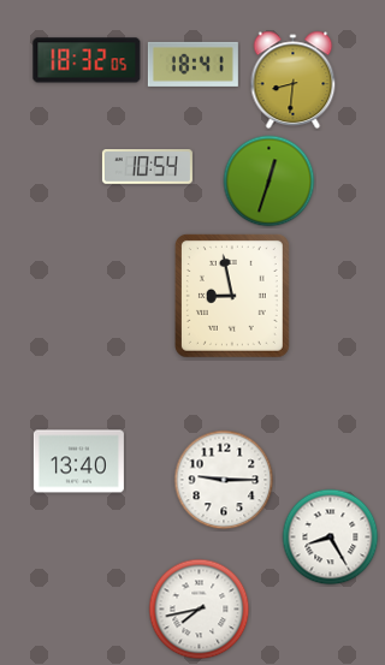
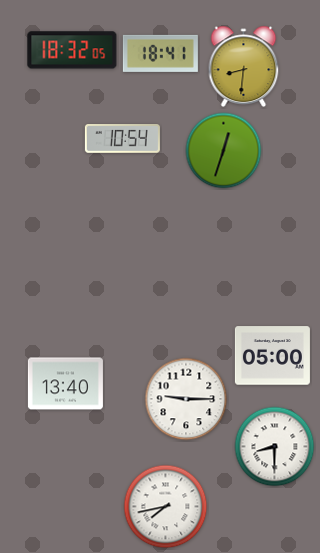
clock at (232, 296): 8:58 -> none
clock at (272, 356): none -> 05:00
clock at (331, 538): 8:25 -> 8:30
